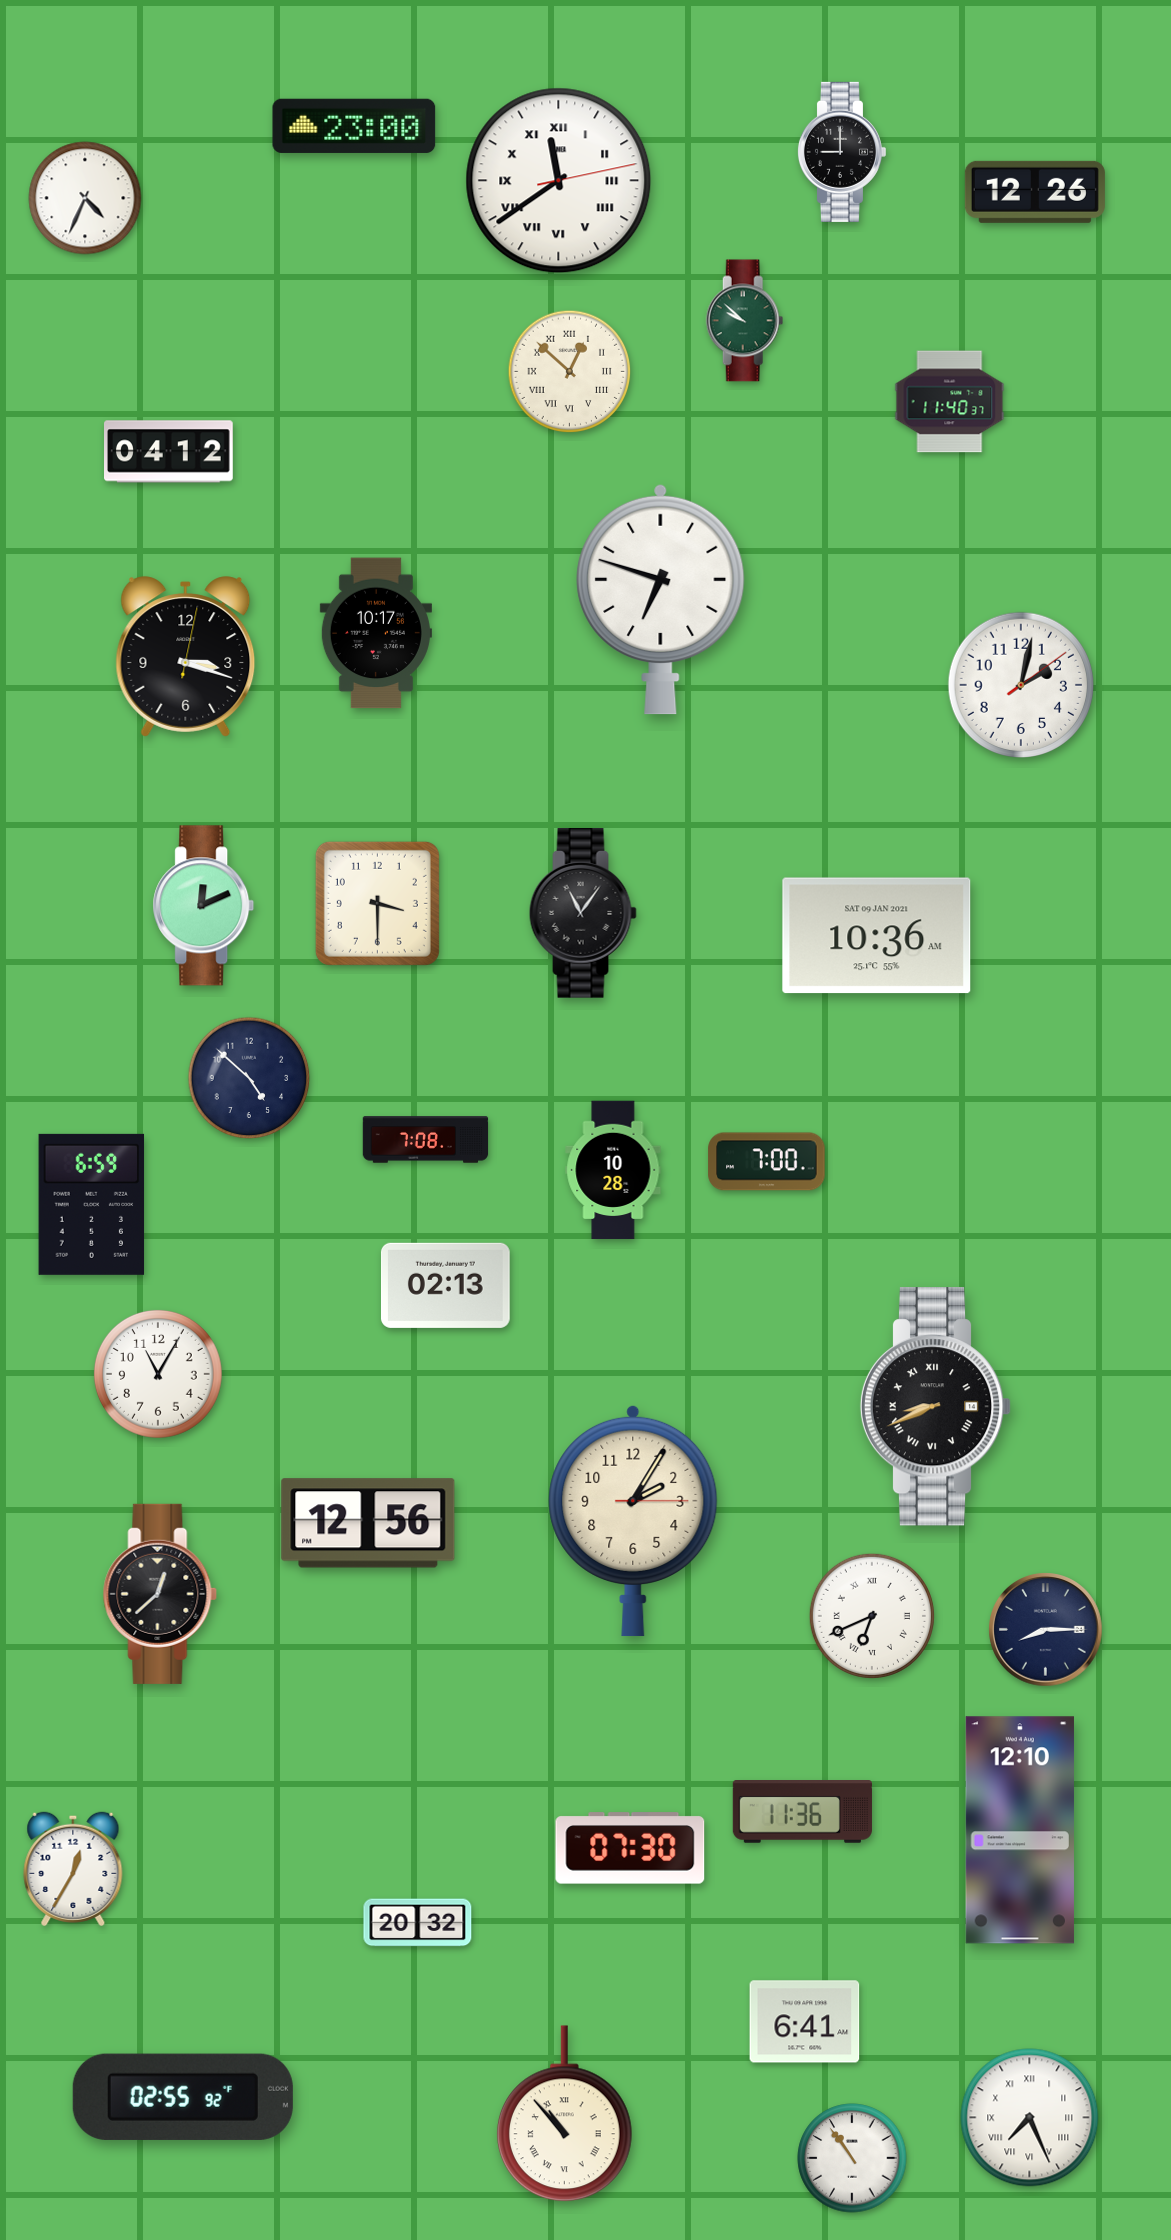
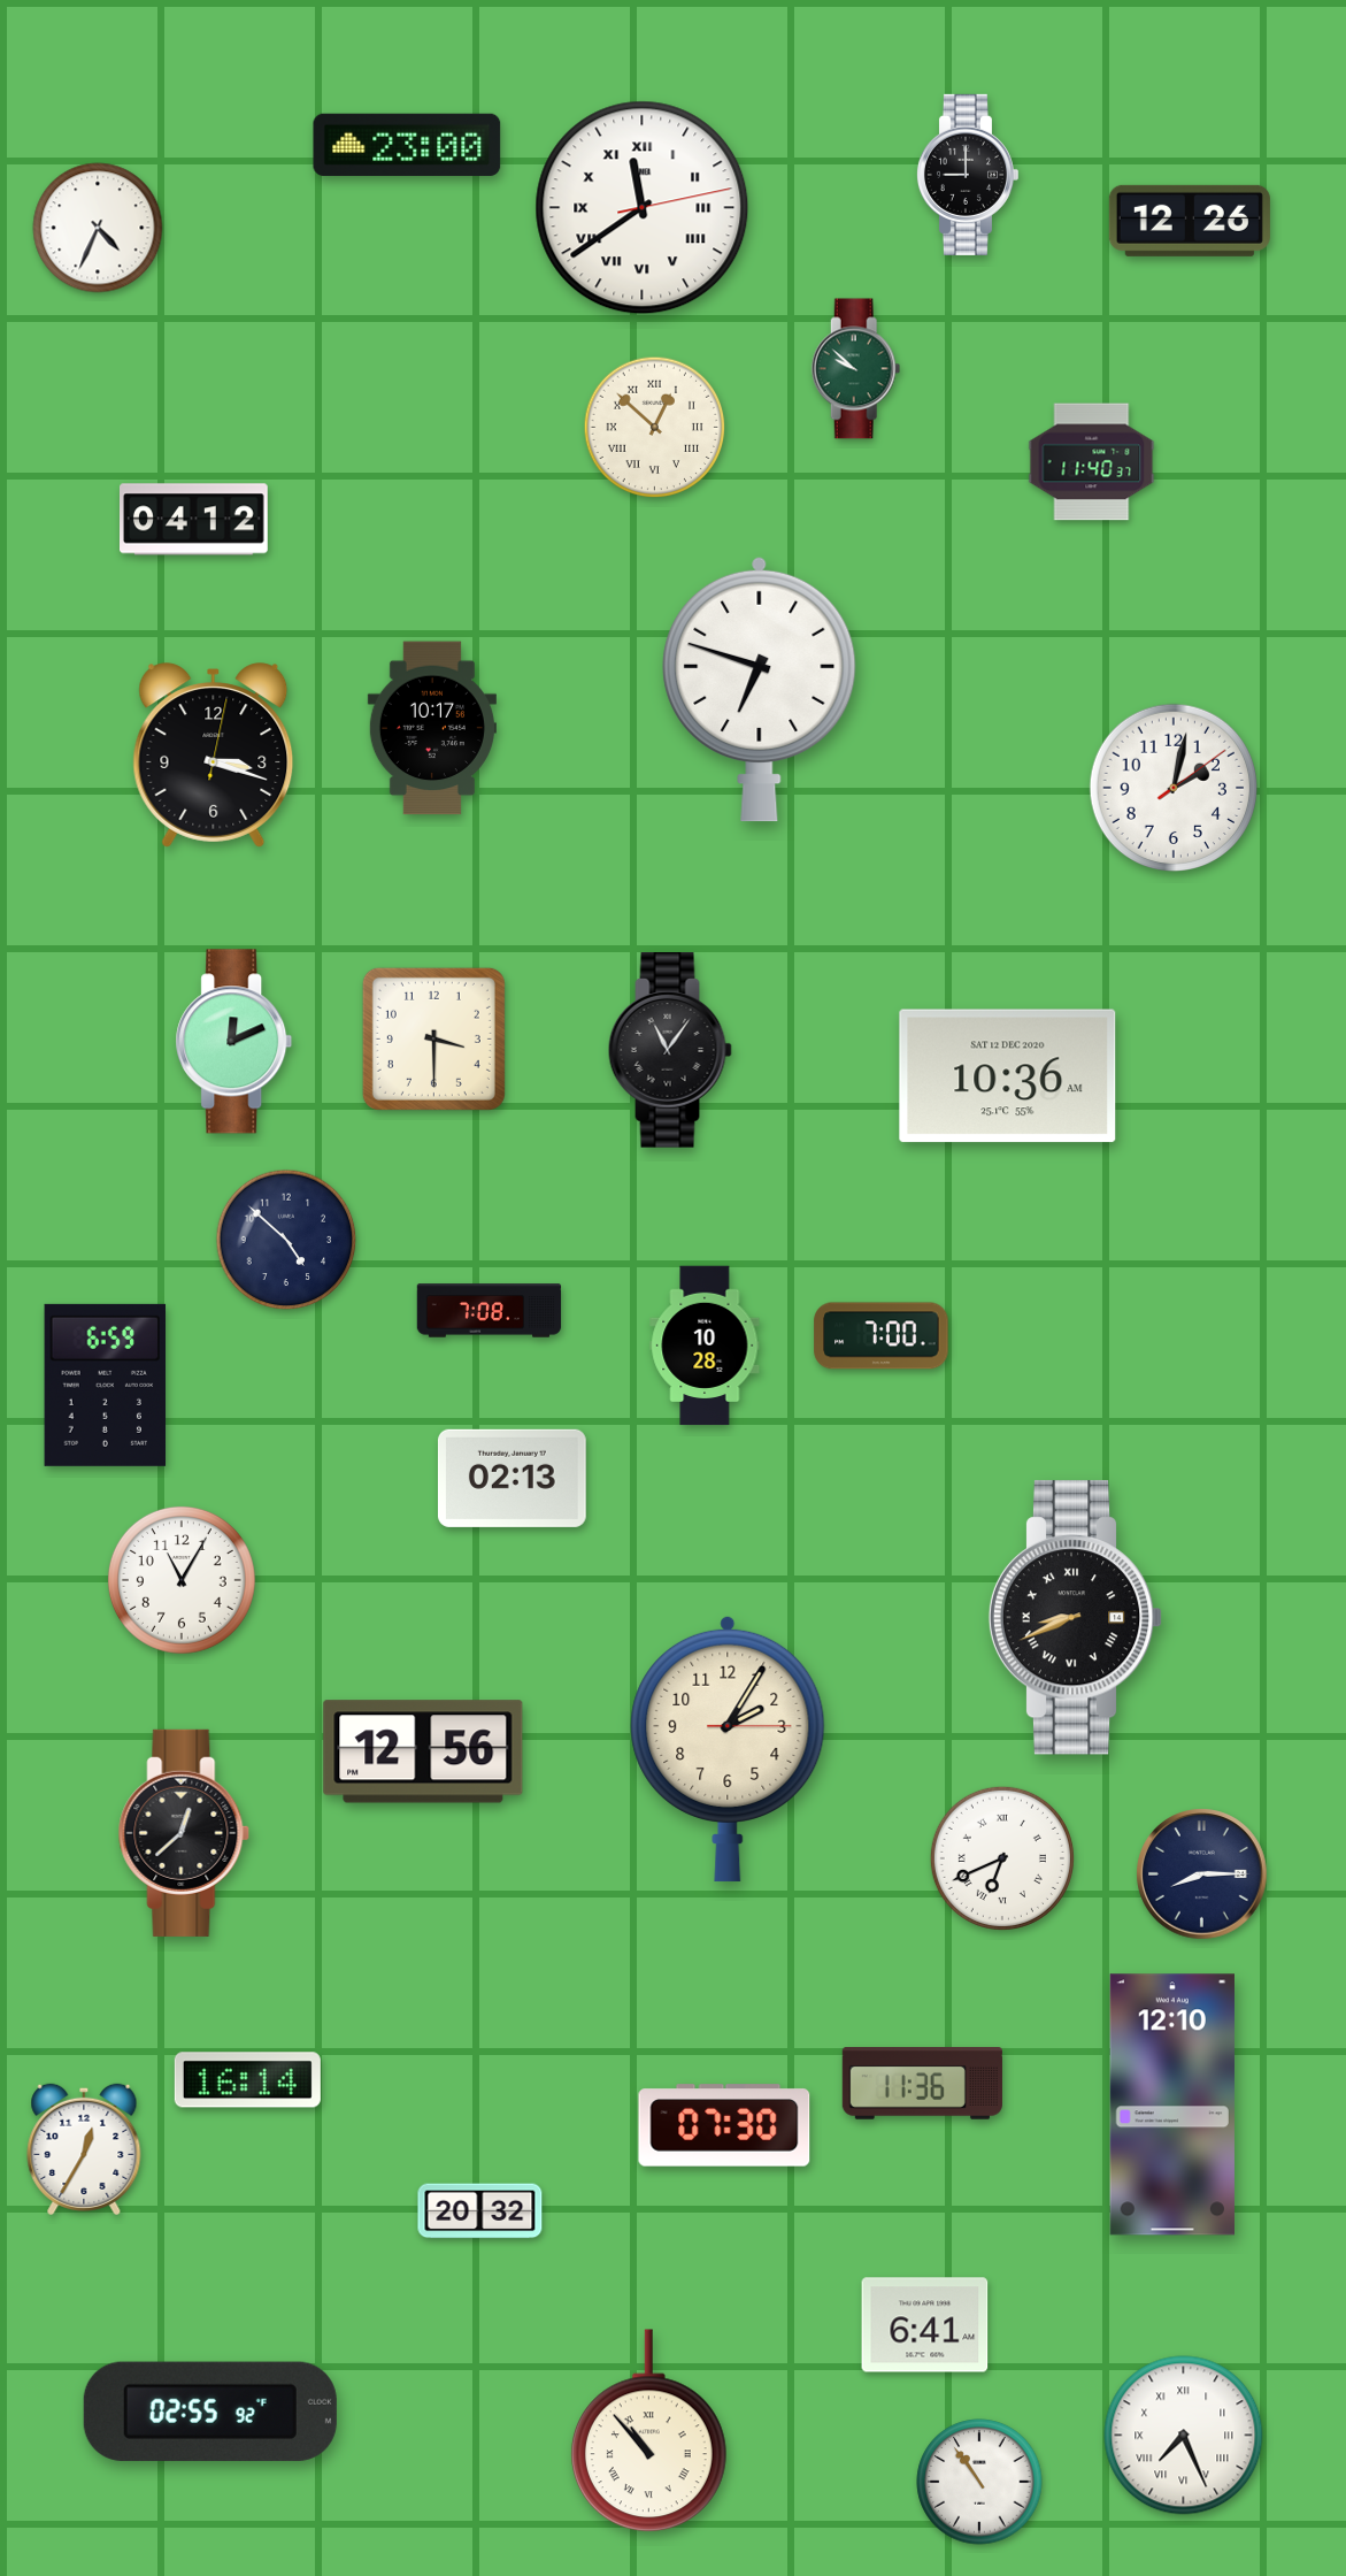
clock at (877, 936) date: SAT 09 JAN 2021 -> SAT 12 DEC 2020
clock at (247, 2080): none -> 16:14
